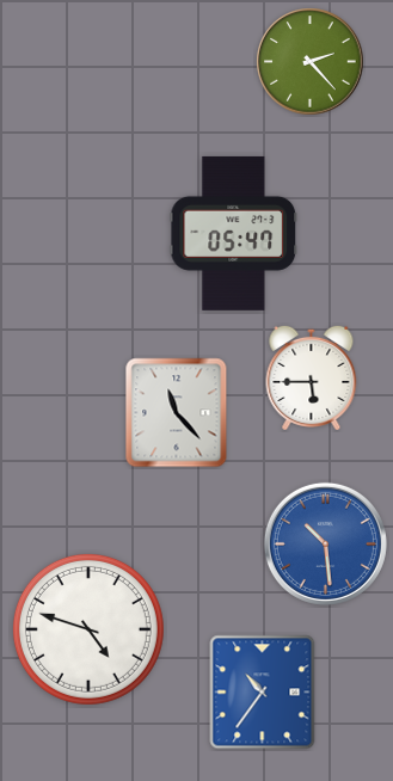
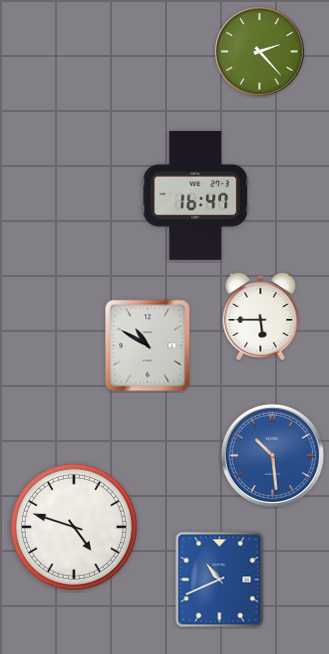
clock at (234, 233): 05:47 -> 16:47
clock at (177, 413): 11:23 -> 10:50
clock at (263, 693): 10:36 -> 10:41
